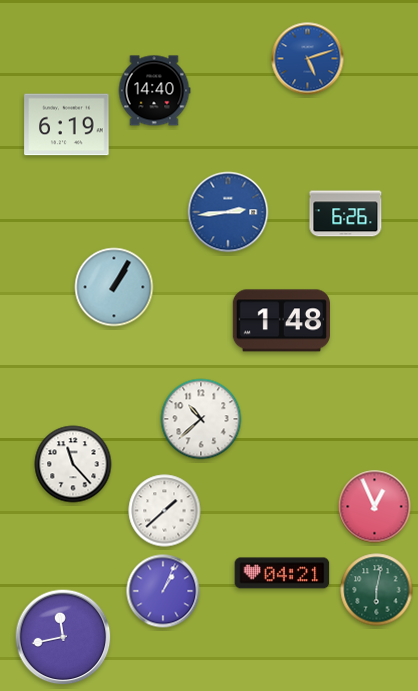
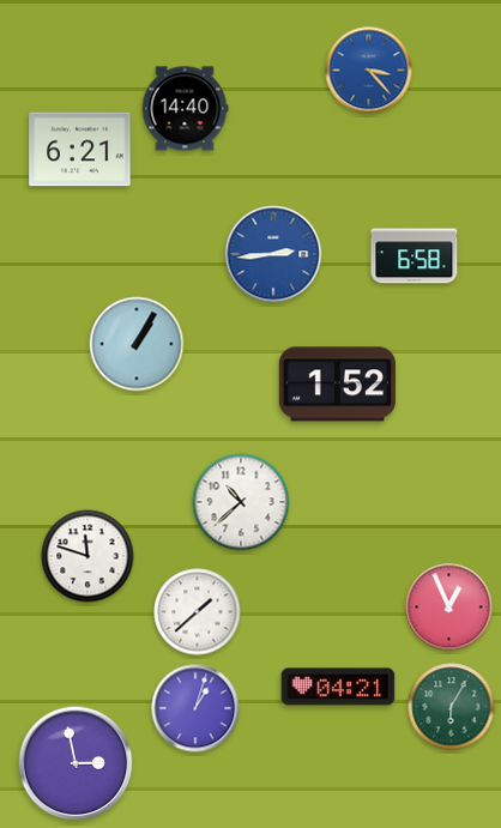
clock at (308, 59): 5:12 -> 3:23
clock at (67, 125): 6:19 -> 6:21
clock at (346, 214): 6:26 -> 6:58
clock at (281, 321): 1:48 -> 1:52
clock at (73, 464): 11:23 -> 11:48
clock at (377, 590): 6:02 -> 6:05
clock at (163, 591): 1:04 -> 1:03
clock at (63, 637): 11:43 -> 2:58
